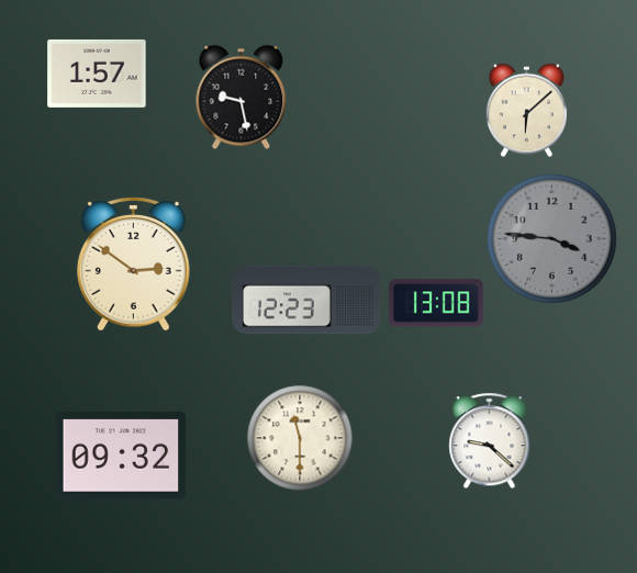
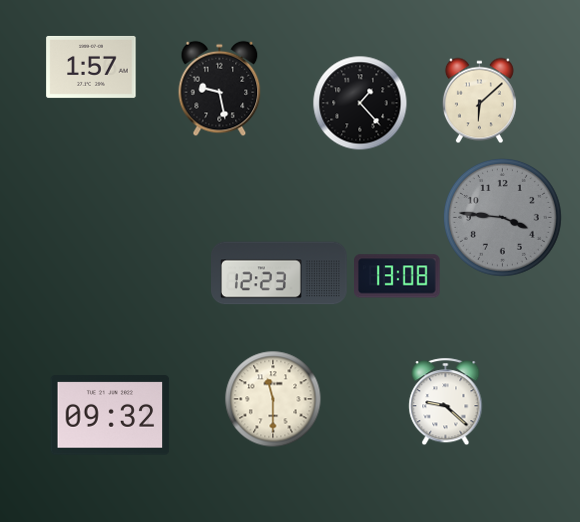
clock at (97, 74) position: (97, 74) -> (91, 67)
clock at (360, 103): none -> 1:23
clock at (134, 265): 2:51 -> none
